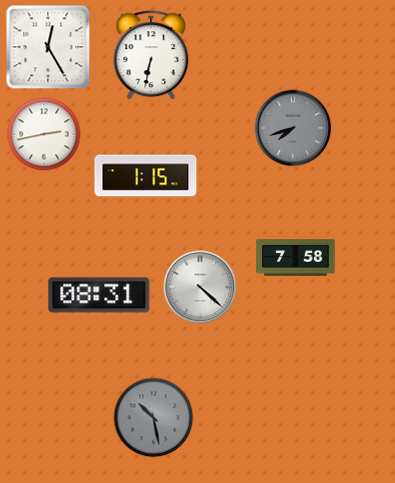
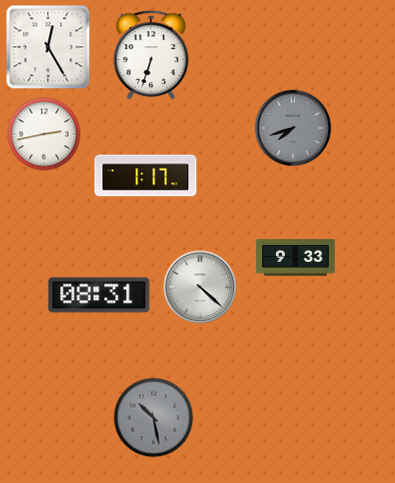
clock at (151, 56): 6:32 -> 6:33
clock at (146, 176): 1:15 -> 1:17
clock at (296, 258): 7:58 -> 9:33
